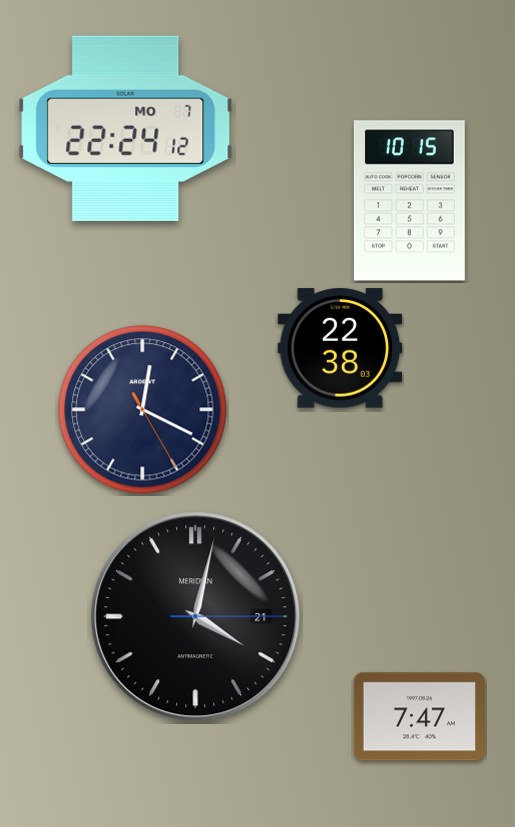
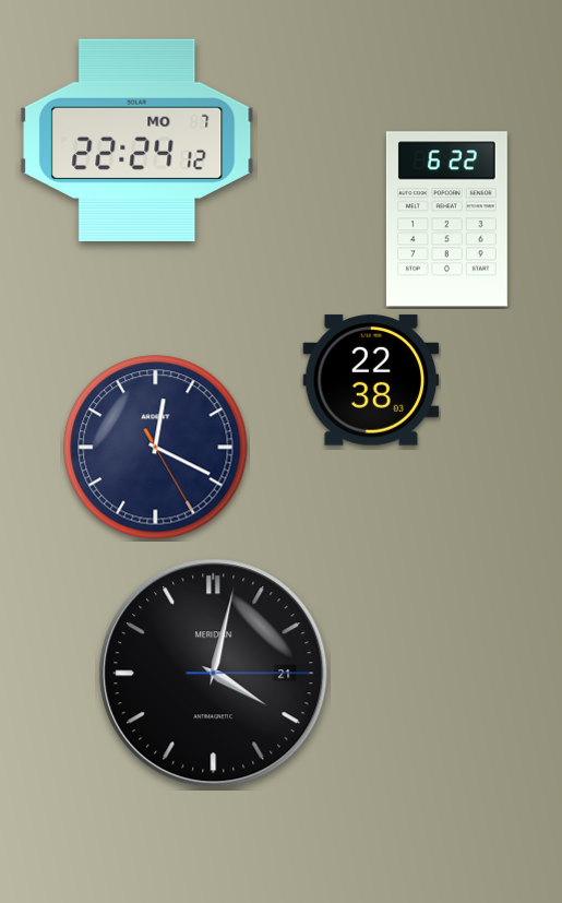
clock at (409, 201): 10:15 -> 6:22
clock at (419, 717): 7:47 -> none
